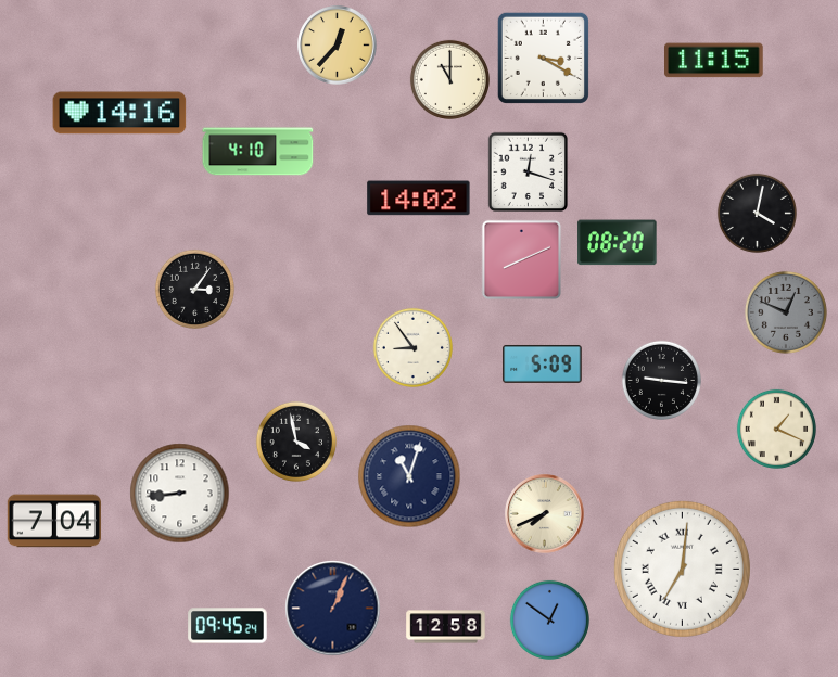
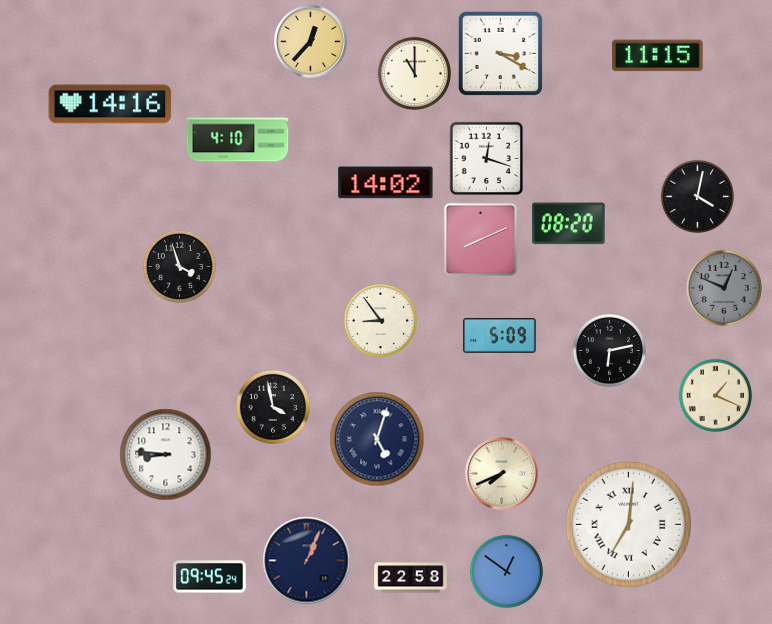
clock at (194, 289): 3:06 -> 3:57
clock at (661, 380): 9:16 -> 6:13
clock at (409, 476): 11:03 -> 5:03
clock at (180, 494): 8:44 -> 8:46
clock at (53, 521): 7:04 -> none
clock at (446, 627): 12:58 -> 22:58
